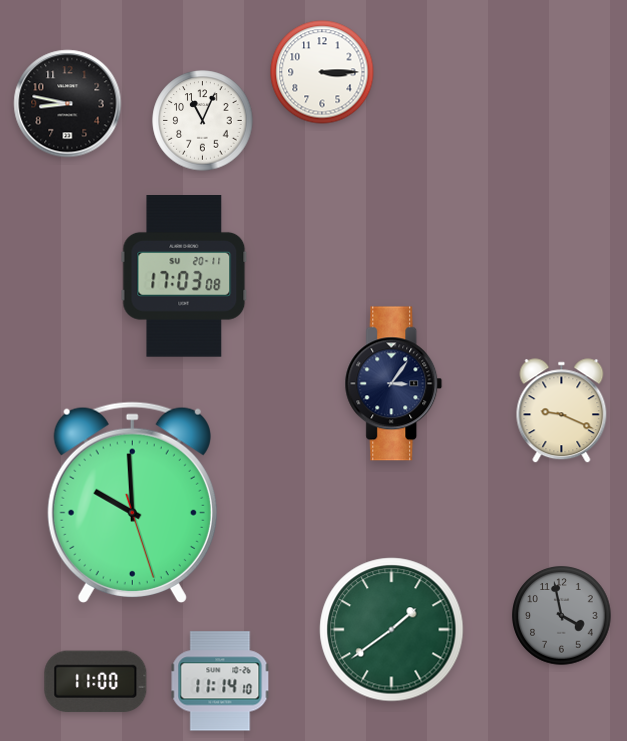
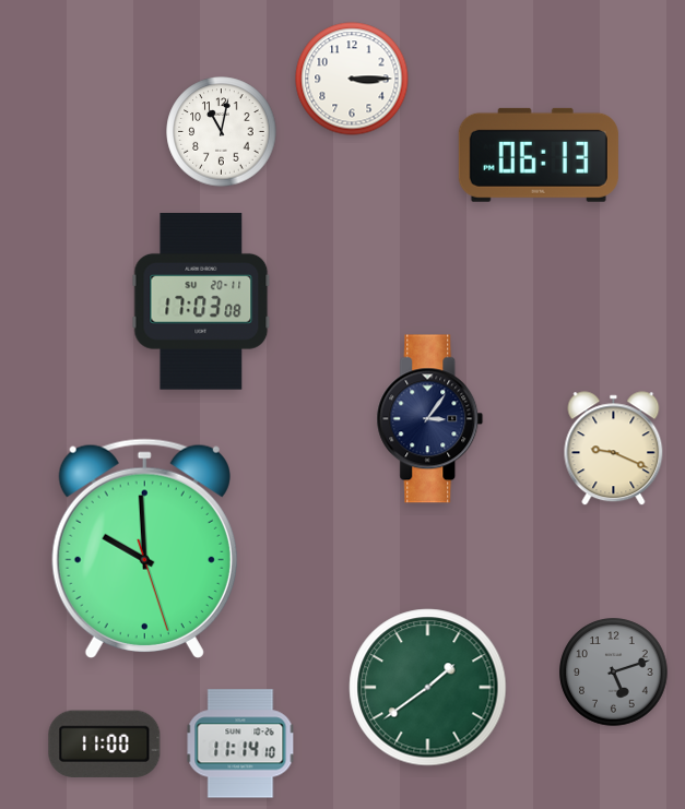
clock at (68, 104): 8:47 -> none
clock at (203, 121): 11:04 -> 11:02
clock at (539, 155): none -> 06:13
clock at (562, 616): 3:58 -> 5:12
